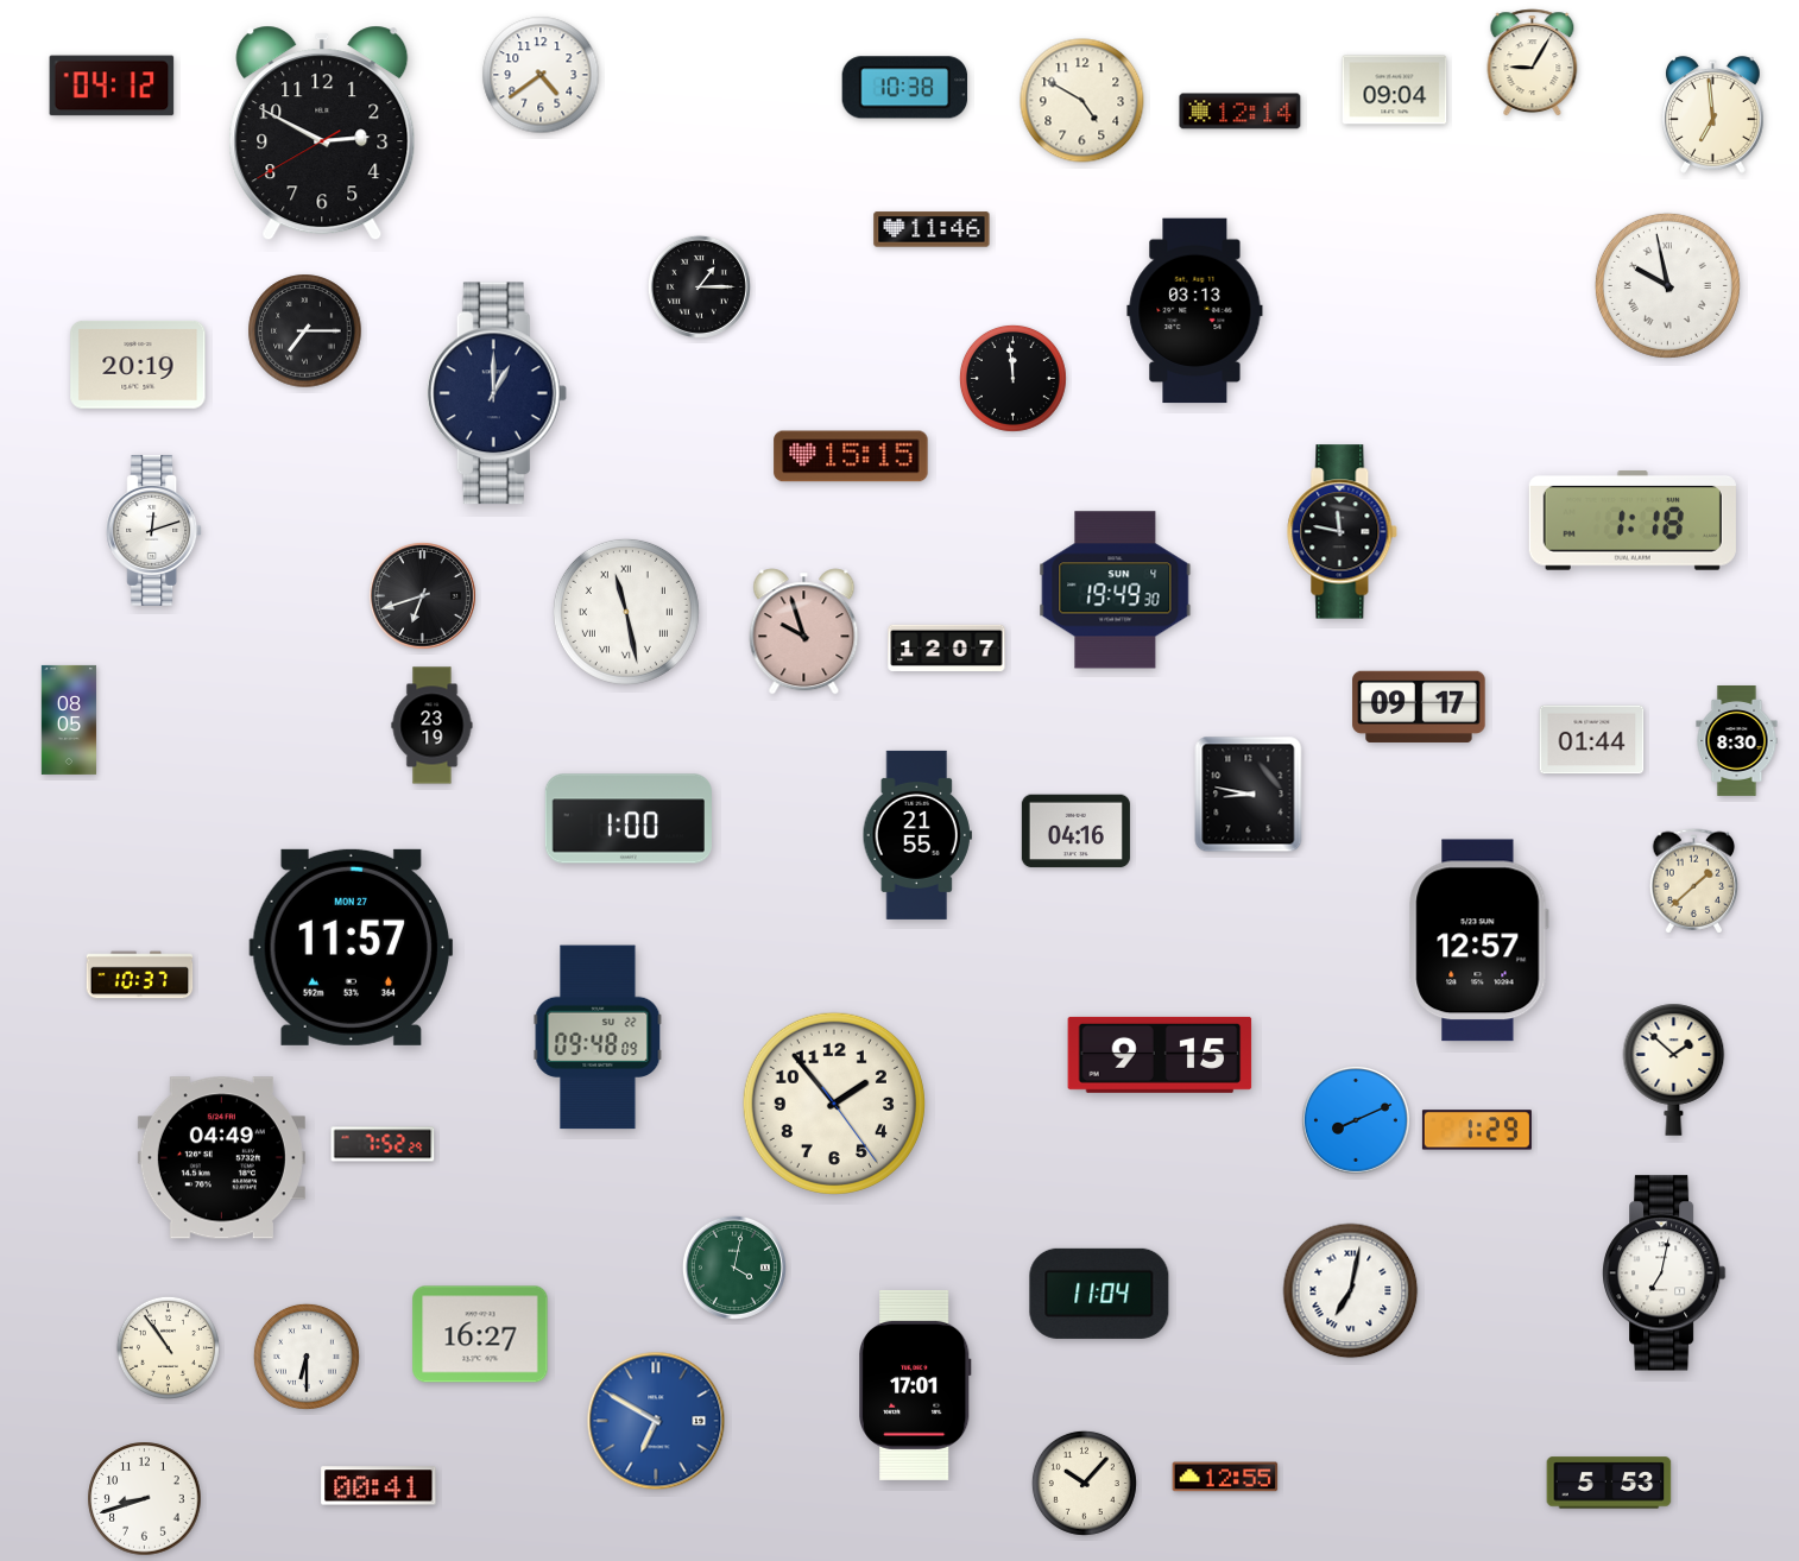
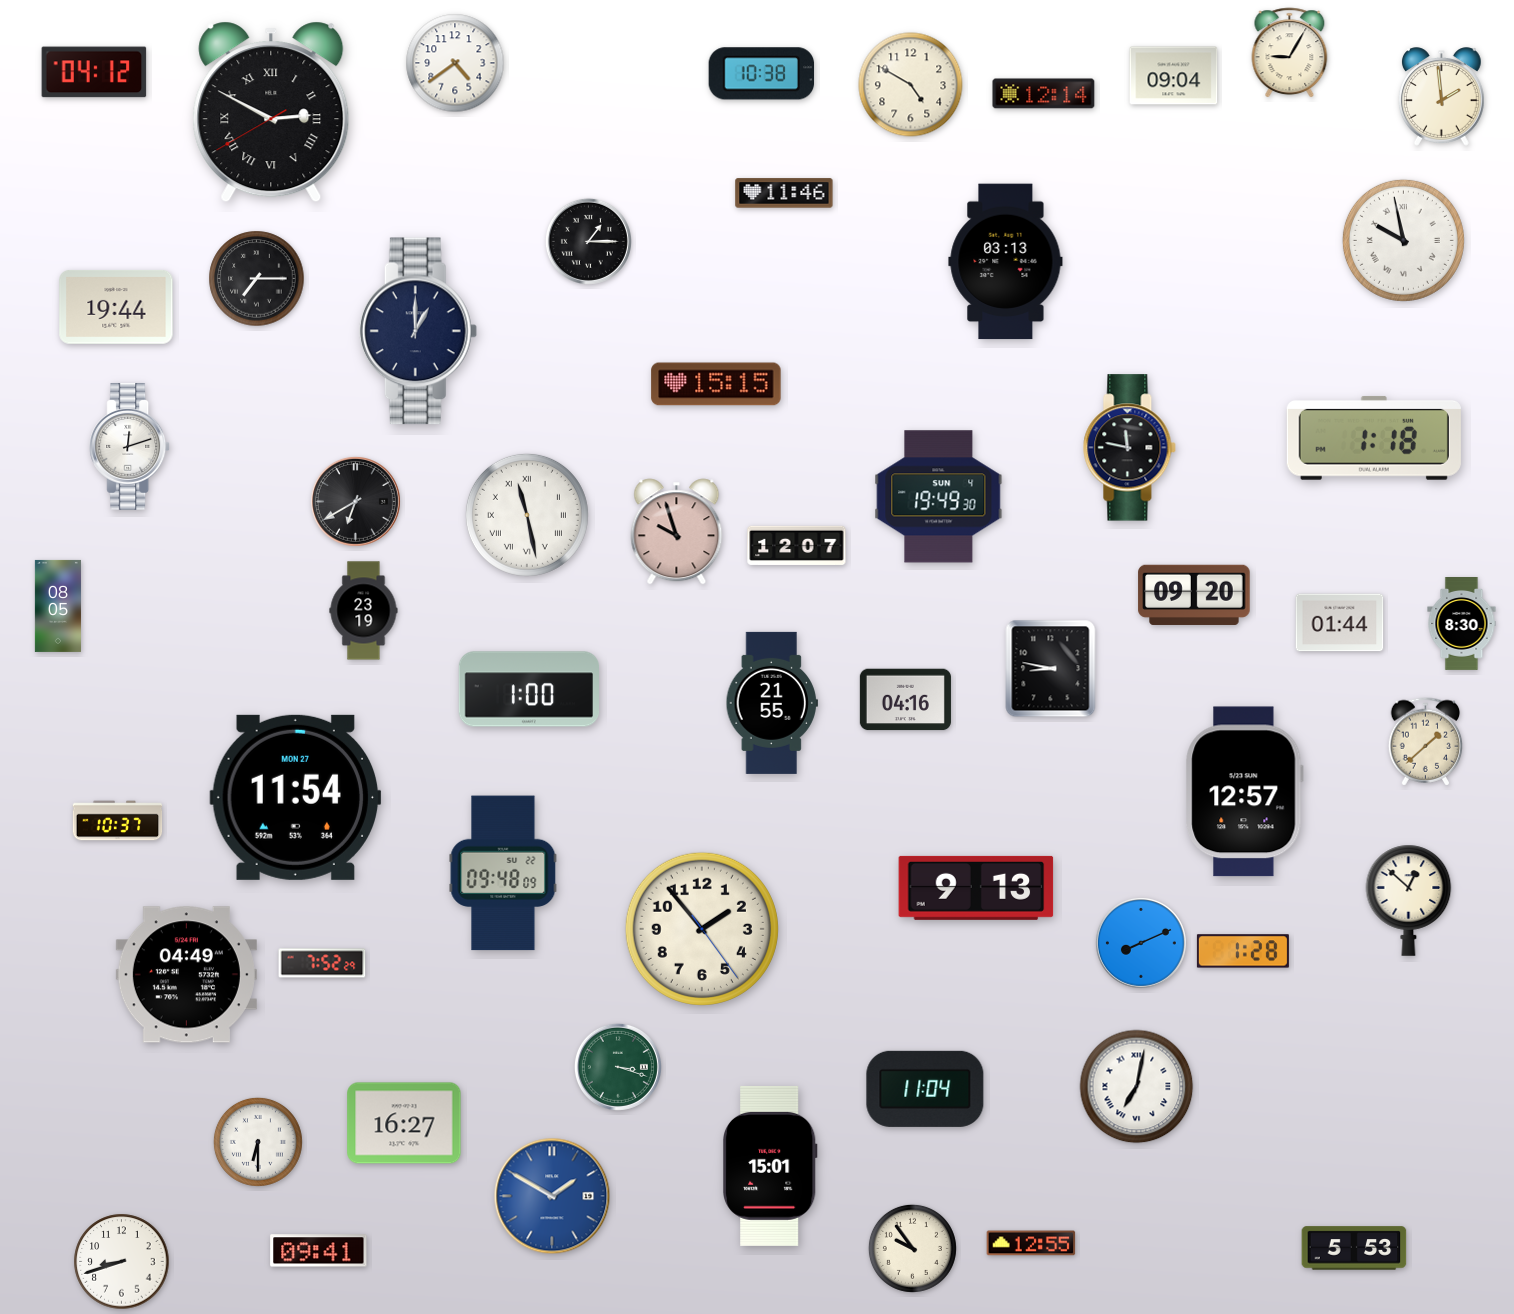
clock at (1713, 115): 6:59 -> 1:59
clock at (322, 133) numerals: Arabic -> Roman
clock at (138, 365): 20:19 -> 19:44
clock at (1012, 378): 11:59 -> none
clock at (422, 595): 6:42 -> 6:40
clock at (1419, 706): 09:17 -> 09:20
clock at (352, 947): 11:57 -> 11:54
clock at (1160, 1055): 9:15 -> 9:13
clock at (1674, 1069): 1:52 -> 12:52
clock at (1477, 1130): 1:29 -> 1:28
clock at (734, 1268): 4:02 -> 3:18
clock at (1665, 1274): 7:02 -> none
clock at (168, 1347): 10:54 -> none
clock at (916, 1385): 17:01 -> 15:01
clock at (656, 1421): 6:50 -> 1:50
clock at (1084, 1483): 10:07 -> 9:54
clock at (379, 1486): 00:41 -> 09:41
